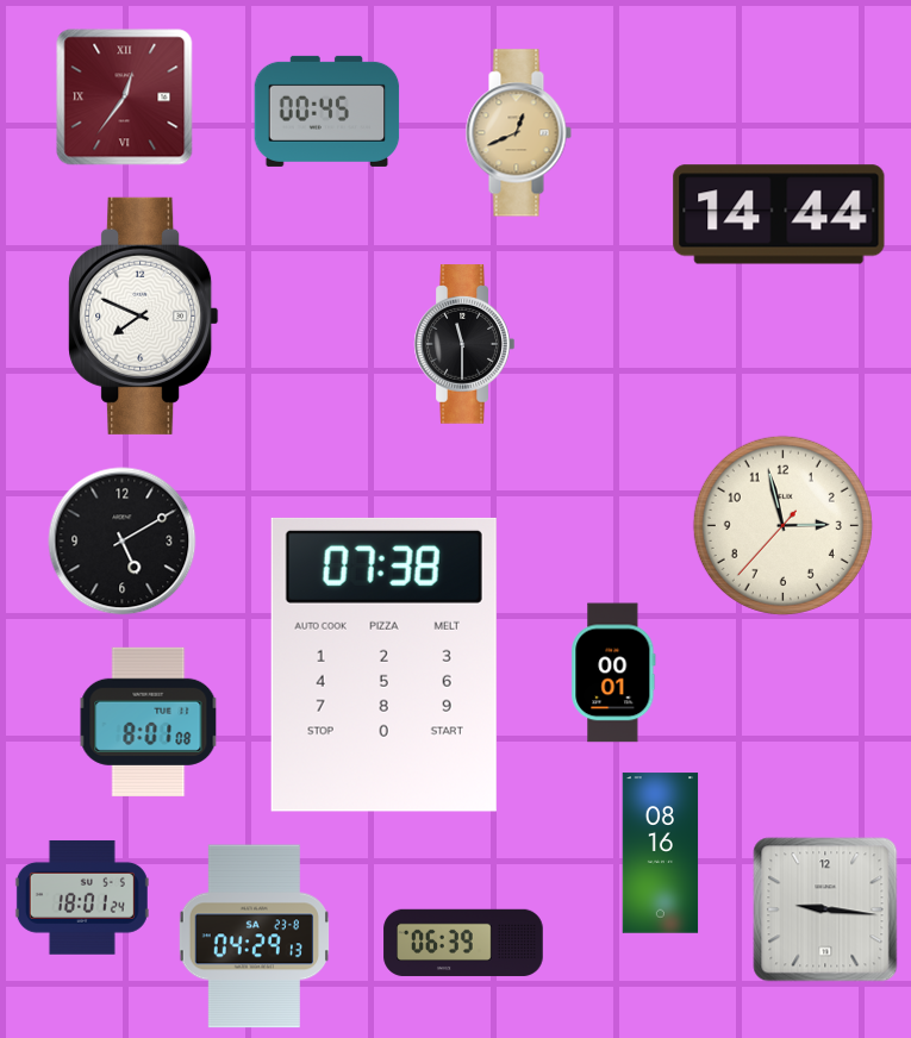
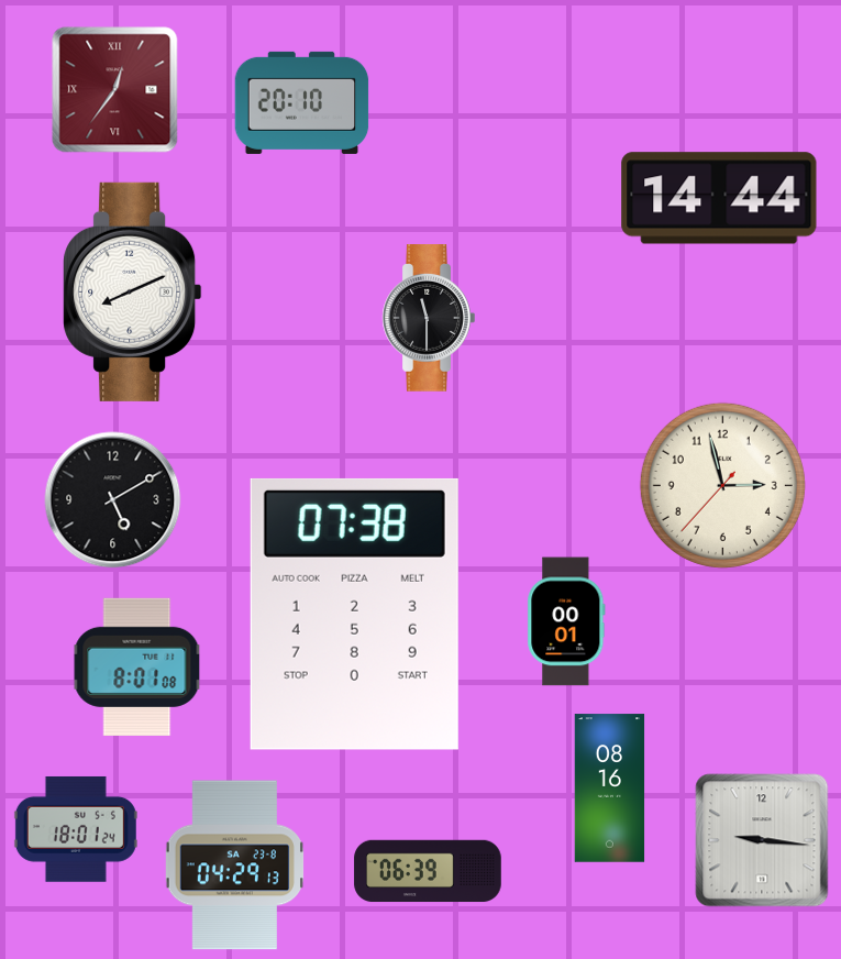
clock at (327, 111): 00:45 -> 20:10
clock at (518, 133): 12:41 -> none
clock at (144, 315): 7:49 -> 8:11
